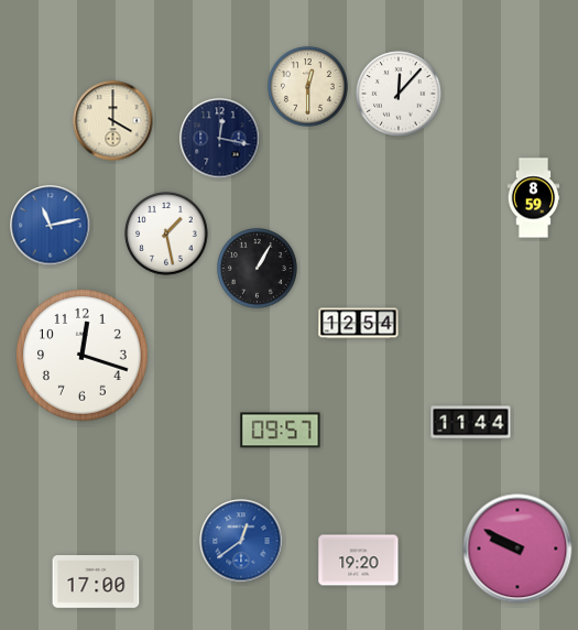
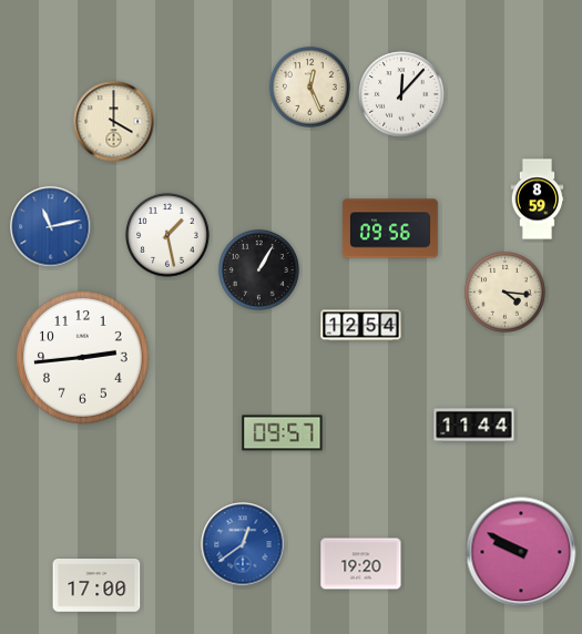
clock at (308, 87): 12:30 -> 12:26
clock at (220, 139): 12:17 -> none
clock at (390, 228): none -> 09:56
clock at (506, 293): none -> 4:16
clock at (83, 356): 12:18 -> 2:44
